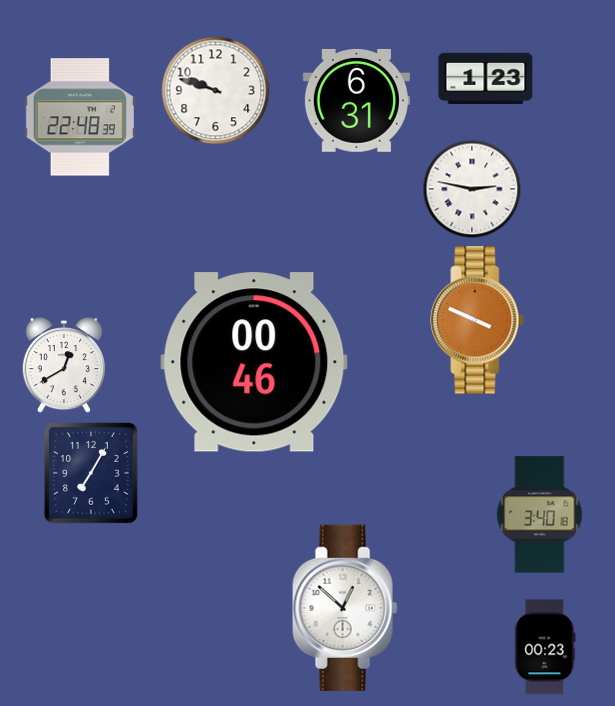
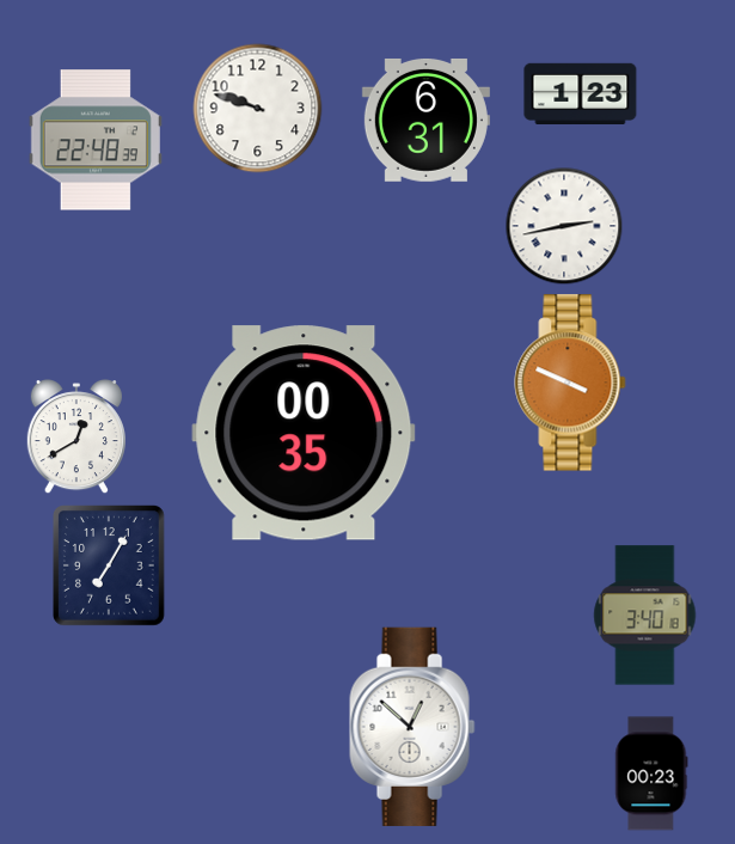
clock at (472, 189): 2:47 -> 2:43
clock at (254, 362): 00:46 -> 00:35
